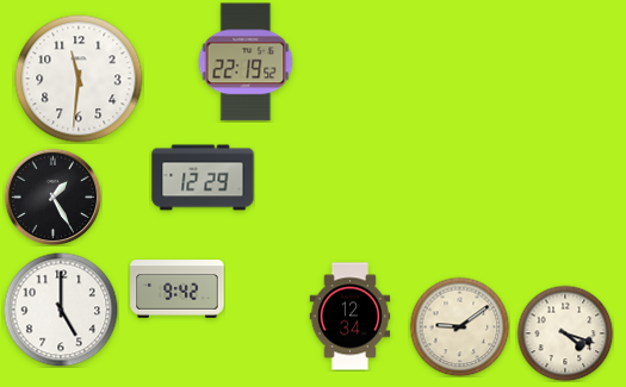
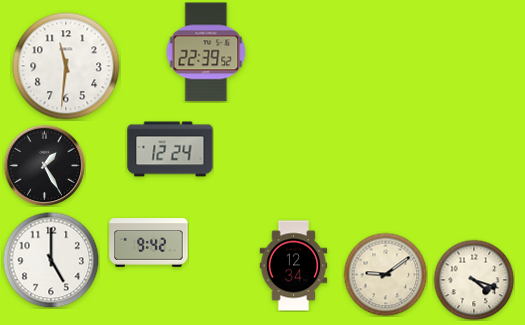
clock at (246, 62): 22:19 -> 22:39
clock at (203, 177): 12:29 -> 12:24
